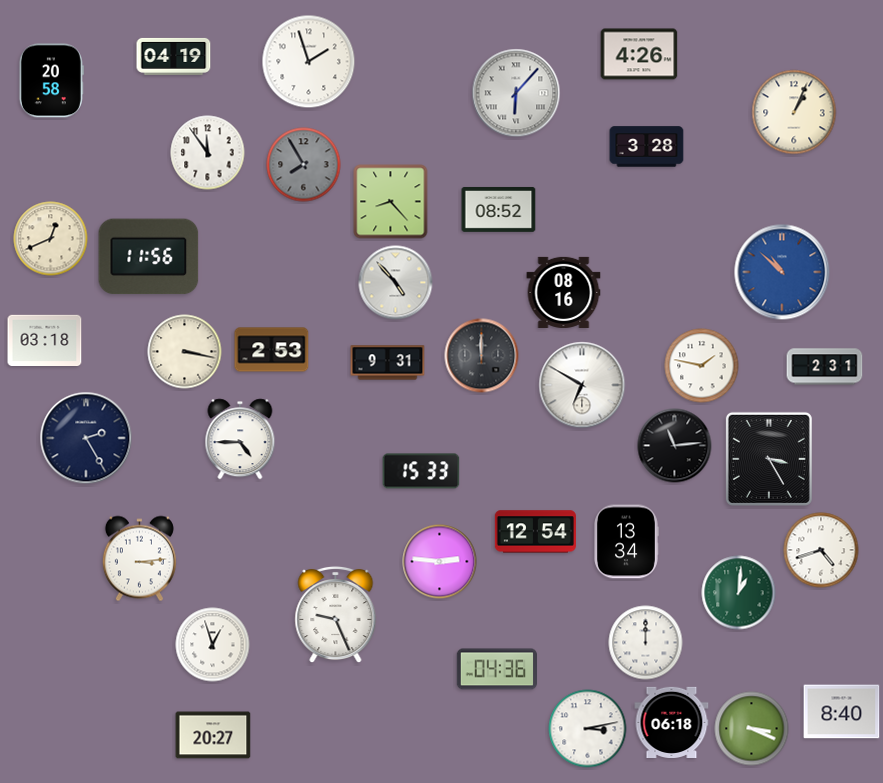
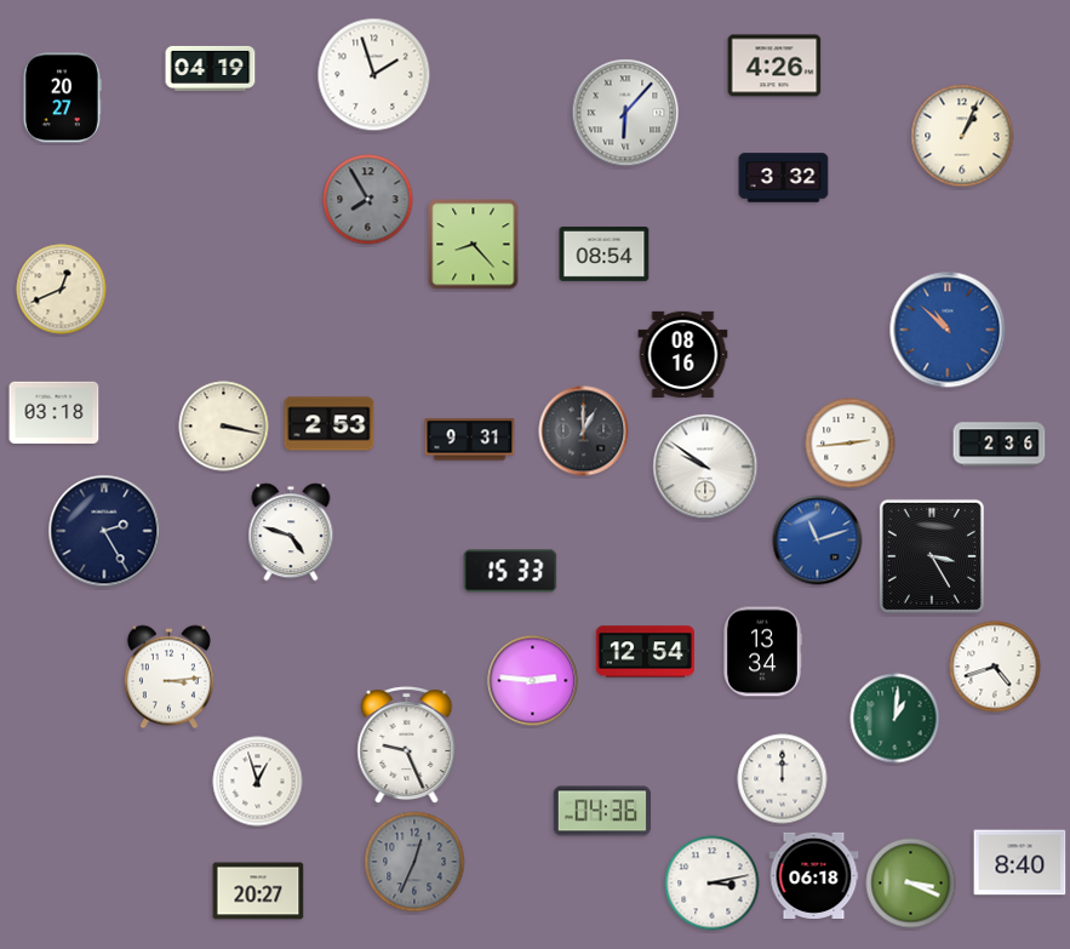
clock at (51, 81): 20:58 -> 20:27
clock at (647, 147): 3:28 -> 3:32
clock at (208, 153): 11:54 -> none
clock at (499, 209): 08:52 -> 08:54
clock at (149, 257): 11:56 -> none
clock at (396, 283): 4:53 -> none
clock at (482, 356): 12:00 -> 1:00
clock at (702, 366): 1:47 -> 2:44
clock at (825, 367): 2:31 -> 2:36
clock at (582, 385): 6:50 -> 9:51
clock at (240, 439): 4:45 -> 4:48
clock at (675, 446): 11:14 -> 11:12
clock at (675, 446) dial: black -> blue
clock at (535, 532) position: (535, 532) -> (645, 652)
clock at (626, 542) position: (626, 542) -> (762, 652)
clock at (414, 862): none -> 12:34
